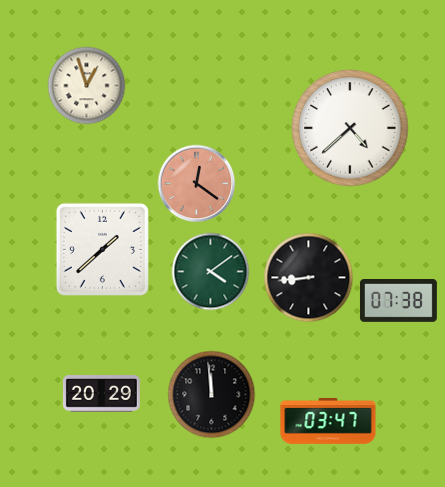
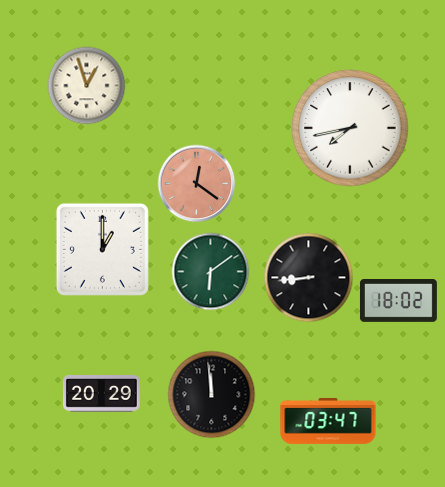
clock at (350, 128): 4:38 -> 7:43
clock at (102, 249): 1:38 -> 1:00
clock at (210, 271): 4:09 -> 6:09
clock at (398, 301): 07:38 -> 18:02
